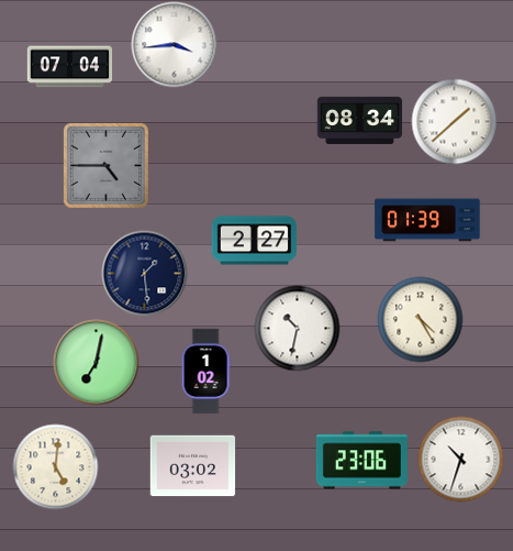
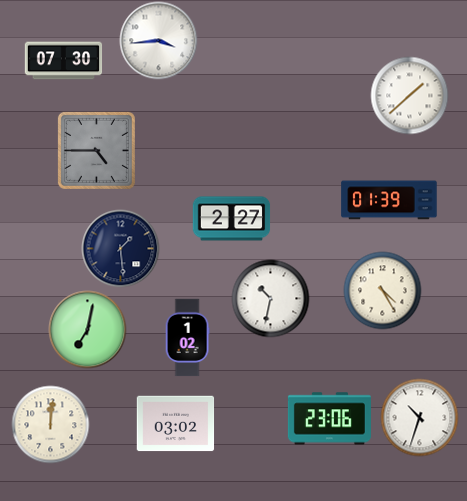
clock at (69, 67): 07:04 -> 07:30
clock at (359, 120): 08:34 -> none
clock at (454, 121) position: (454, 121) -> (409, 95)
clock at (144, 273) position: (144, 273) -> (120, 248)
clock at (55, 466): 5:01 -> 12:01
